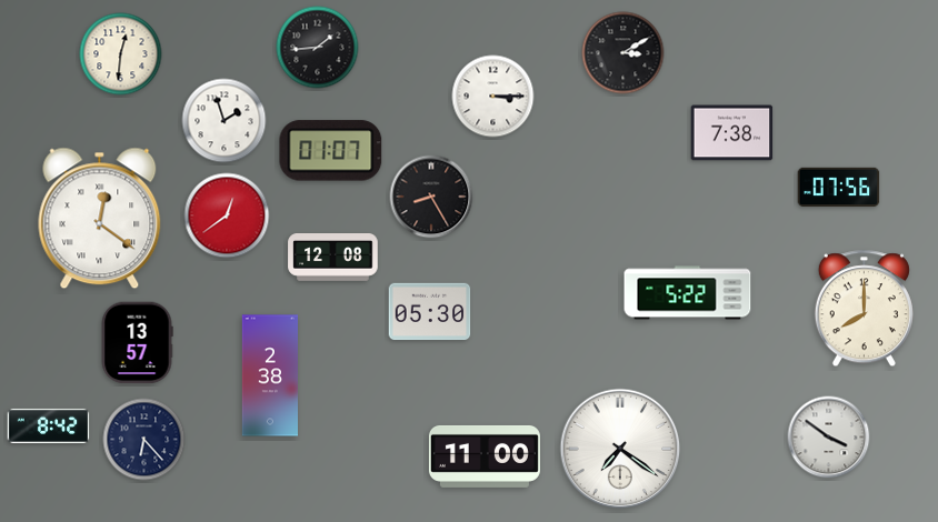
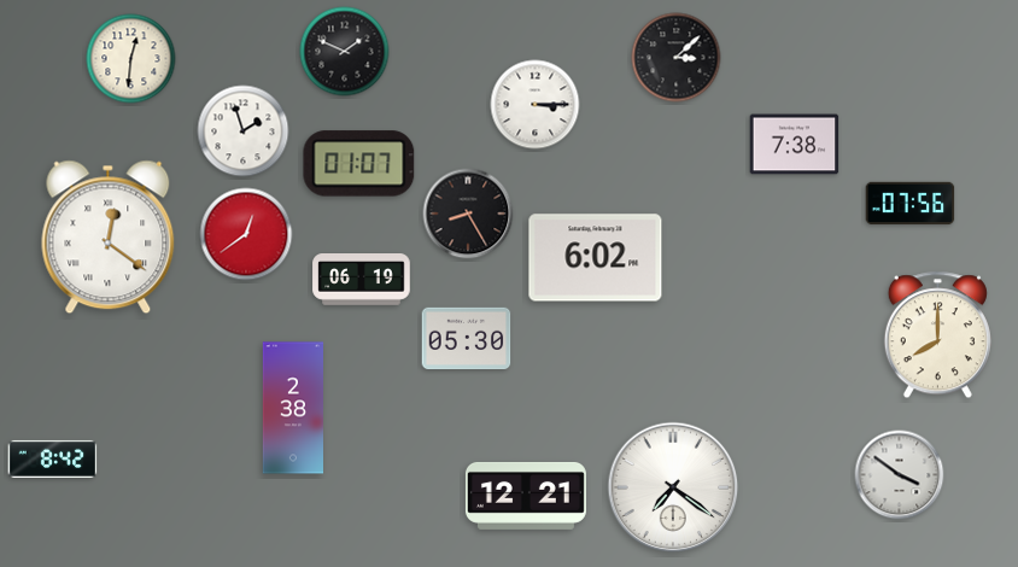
clock at (318, 48): 1:44 -> 1:49
clock at (623, 53): 3:10 -> 3:08
clock at (596, 258): none -> 6:02
clock at (333, 258): 12:08 -> 06:19
clock at (688, 293): 5:22 -> none
clock at (137, 343): 13:57 -> none
clock at (49, 425) position: (49, 425) -> (53, 458)
clock at (144, 440): 6:23 -> none
clock at (485, 456): 11:00 -> 12:21
